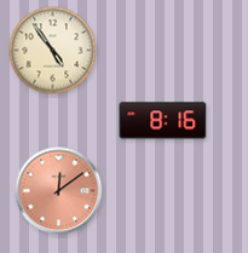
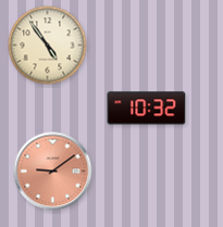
clock at (163, 121): 8:16 -> 10:32
clock at (59, 191): 12:09 -> 9:09
